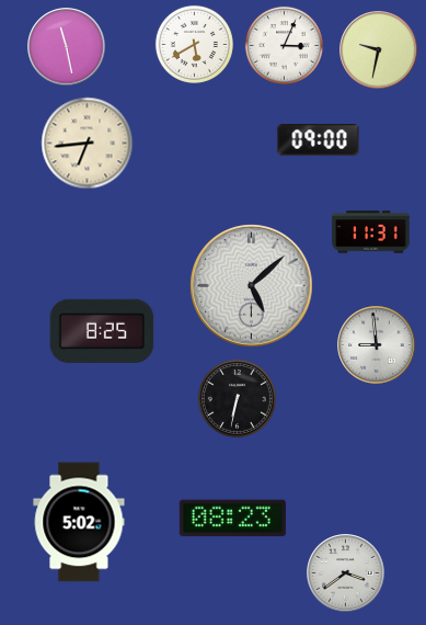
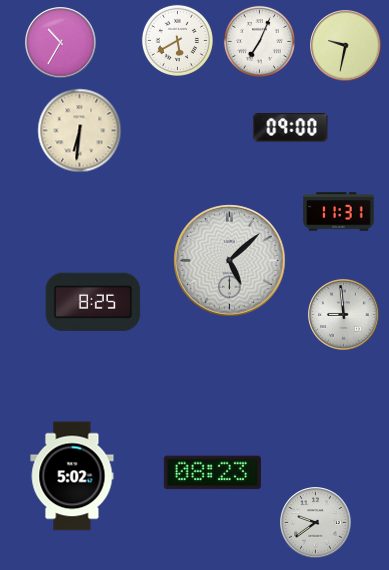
clock at (284, 45): 3:04 -> 7:04
clock at (67, 47): 11:28 -> 10:35
clock at (88, 144): 6:44 -> 6:31
clock at (237, 398): 6:32 -> none
clock at (346, 573): 3:39 -> 9:39
